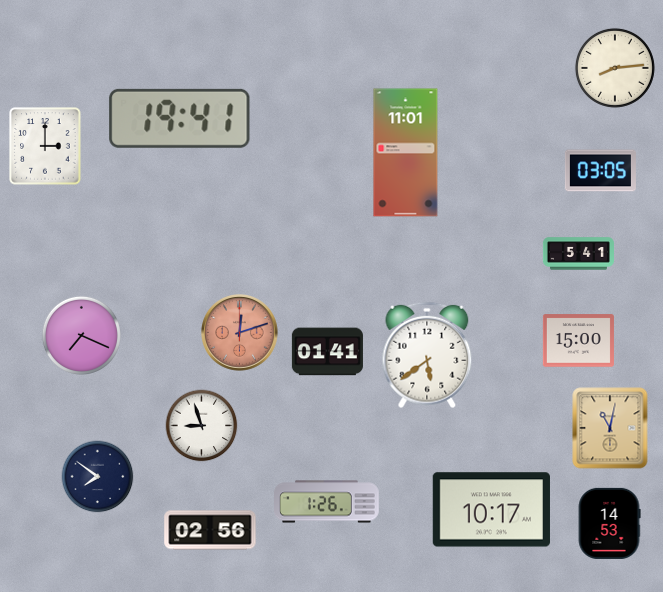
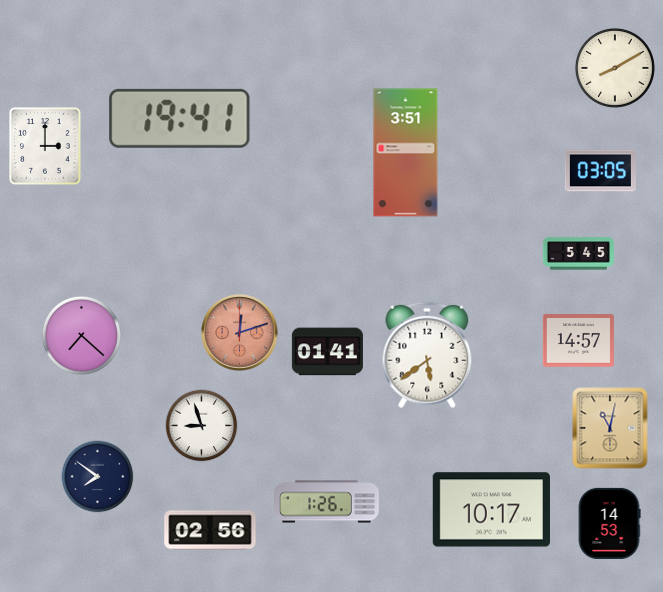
clock at (615, 68): 8:14 -> 8:10
clock at (406, 153): 11:01 -> 3:51
clock at (578, 254): 5:41 -> 5:45
clock at (81, 335): 7:19 -> 7:22
clock at (578, 341): 15:00 -> 14:57
